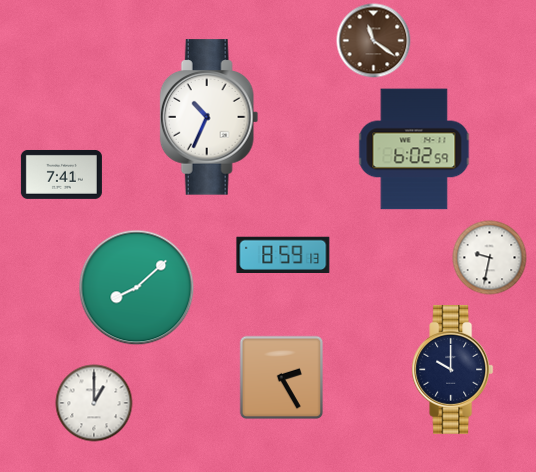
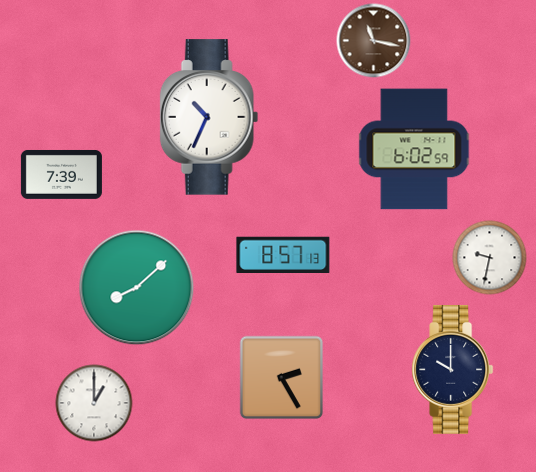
clock at (374, 41): 11:21 -> 11:17
clock at (61, 174): 7:41 -> 7:39
clock at (283, 254): 8:59 -> 8:57
